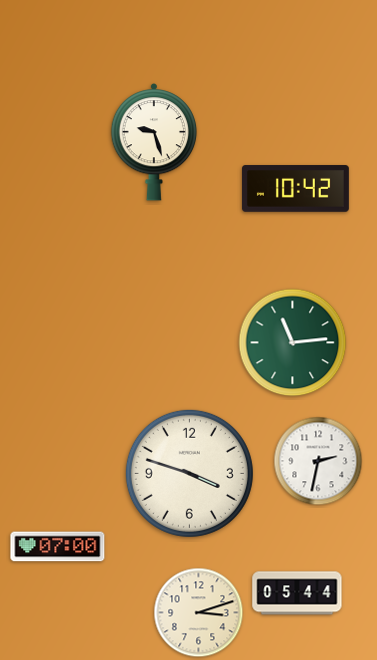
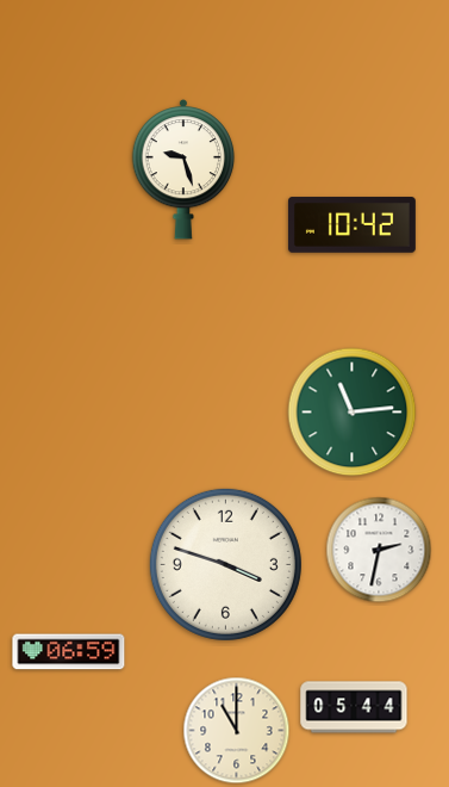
clock at (293, 343) position: (293, 343) -> (353, 413)
clock at (58, 547): 07:00 -> 06:59
clock at (199, 613): 3:12 -> 11:00
